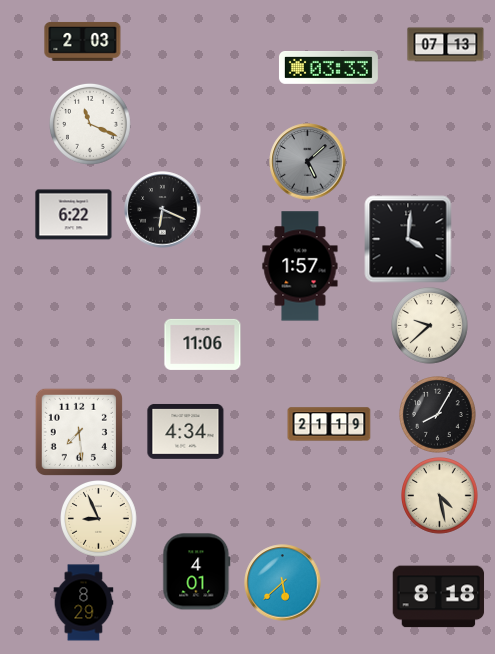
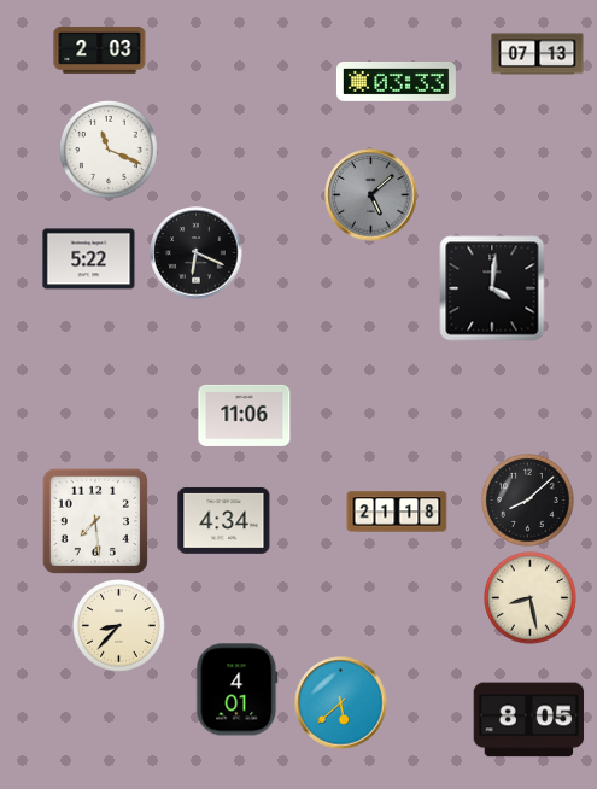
clock at (74, 215): 6:22 -> 5:22
clock at (300, 266): 1:57 -> none
clock at (430, 326): 9:38 -> none
clock at (438, 415): 8:05 -> 8:08
clock at (329, 424): 21:19 -> 21:18
clock at (440, 496): 4:28 -> 8:28
clock at (99, 519): 8:56 -> 8:37
clock at (439, 597): 8:18 -> 8:05
clock at (84, 603): 8:29 -> none
